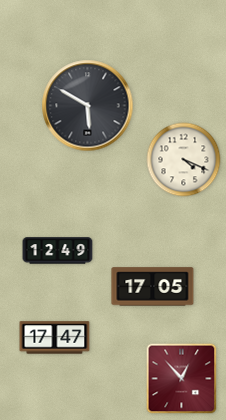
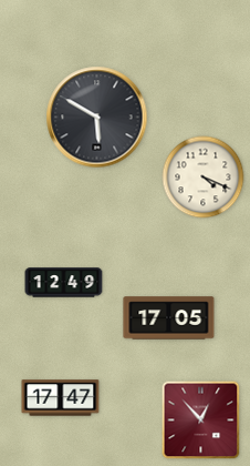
clock at (58, 251) position: (58, 251) -> (64, 283)
clock at (55, 338) position: (55, 338) -> (61, 398)
